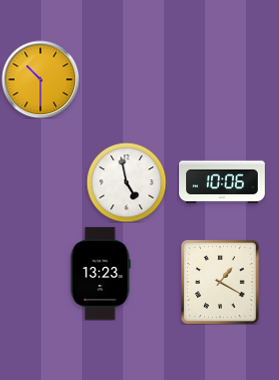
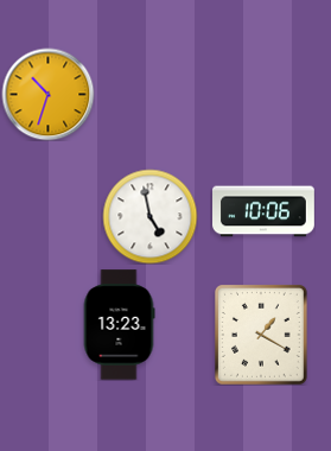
clock at (40, 79): 10:30 -> 10:33
clock at (223, 182) position: (223, 182) -> (265, 211)
